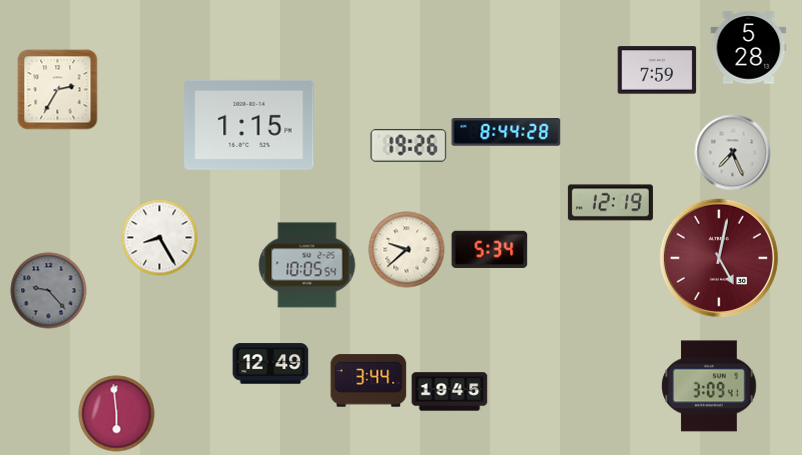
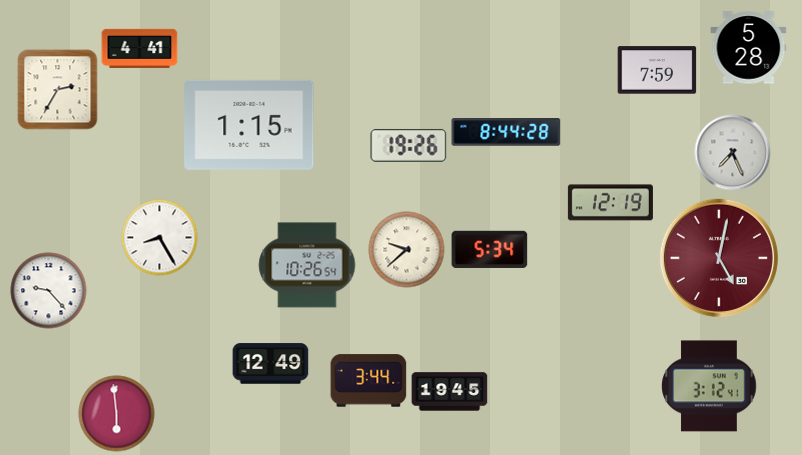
clock at (140, 48): none -> 4:41
clock at (307, 265): 10:05 -> 10:26
clock at (49, 291) dial: grey -> white
clock at (709, 386): 3:09 -> 3:12
